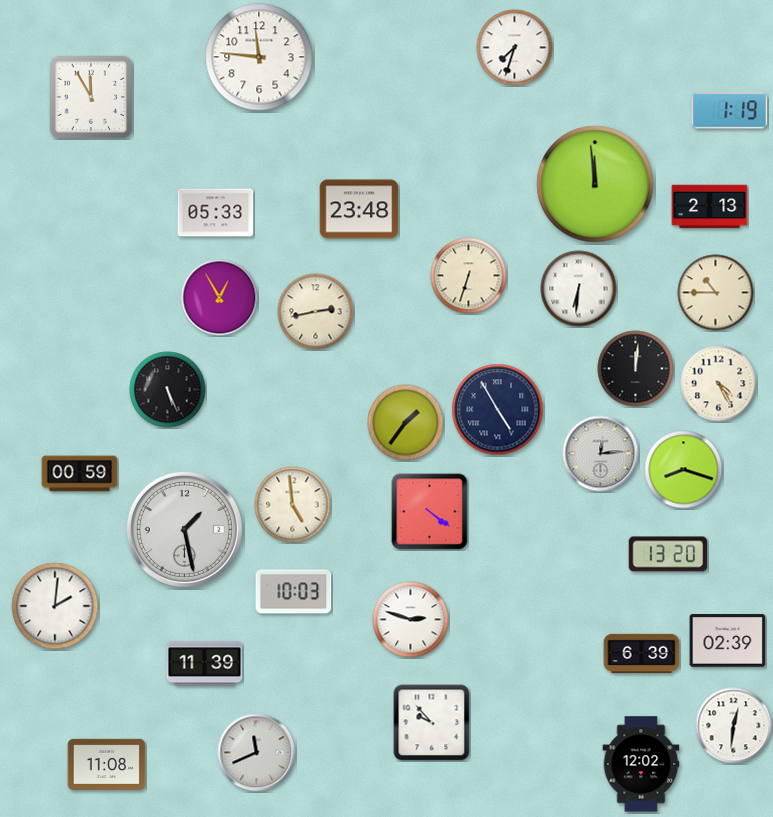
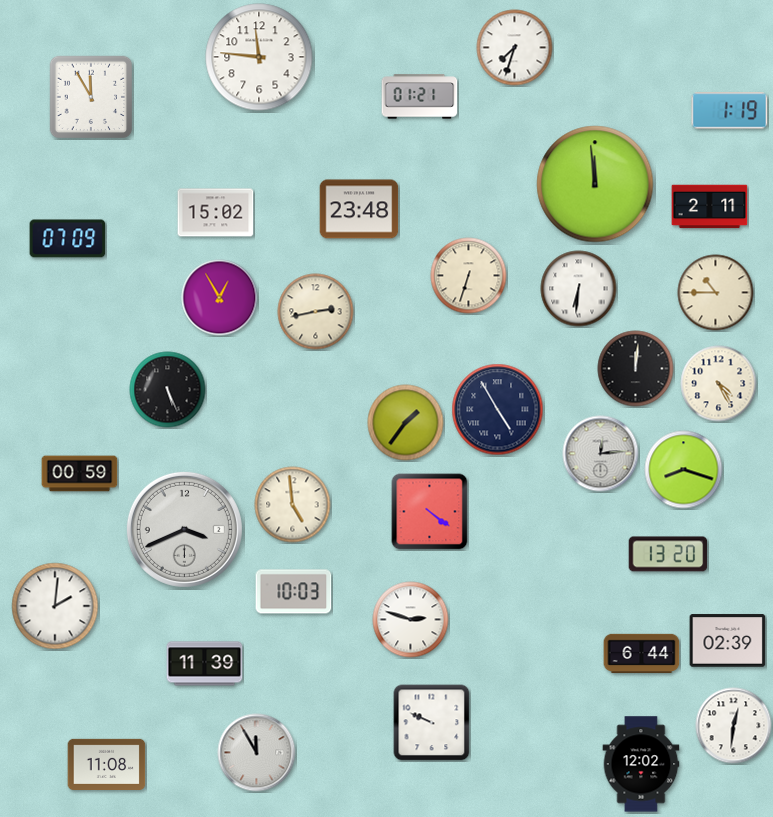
clock at (420, 97): none -> 01:21
clock at (710, 207): 2:13 -> 2:11
clock at (216, 213): 05:33 -> 15:02
clock at (68, 239): none -> 07:09
clock at (184, 529): 1:28 -> 3:41
clock at (642, 654): 6:39 -> 6:44
clock at (432, 723): 9:53 -> 9:49
clock at (257, 753): 11:41 -> 11:55
